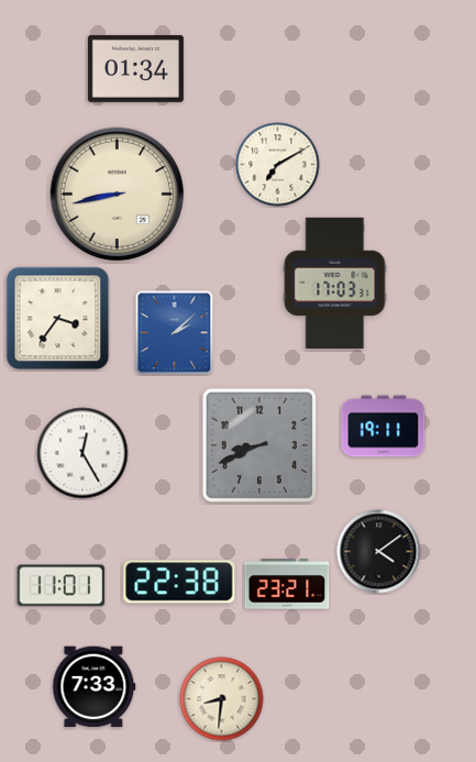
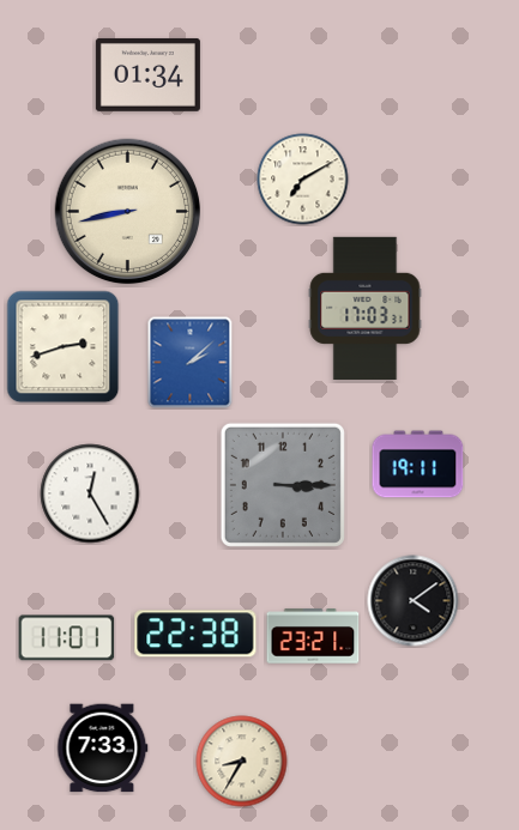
clock at (58, 319): 3:36 -> 2:42
clock at (259, 445): 8:41 -> 3:15
clock at (222, 699): 8:31 -> 8:35
